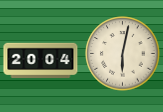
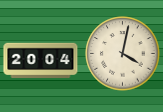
clock at (123, 54): 6:02 -> 4:02
